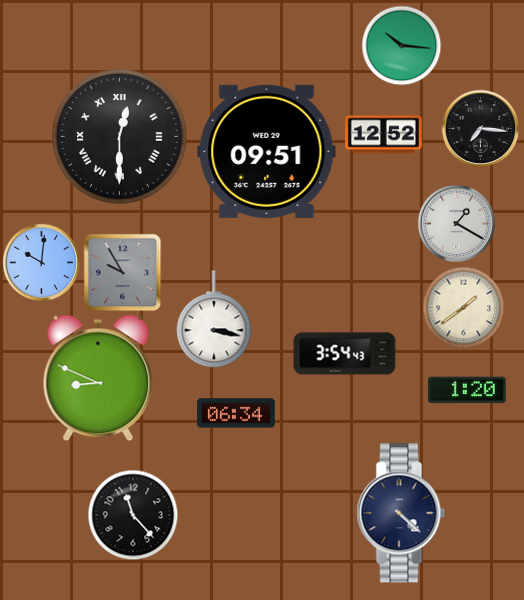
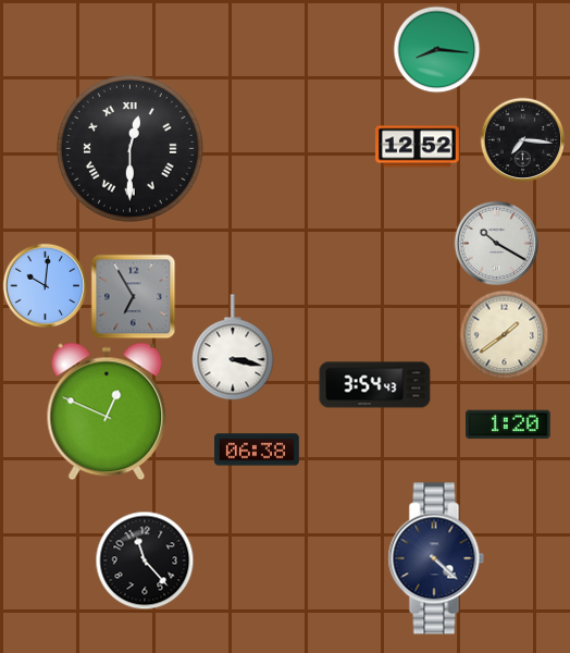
clock at (401, 45): 10:16 -> 8:16
clock at (267, 151): 09:51 -> none
clock at (456, 223): 1:20 -> 10:20
clock at (122, 272): 9:55 -> 6:55
clock at (98, 378): 8:49 -> 12:49
clock at (236, 413): 06:34 -> 06:38
